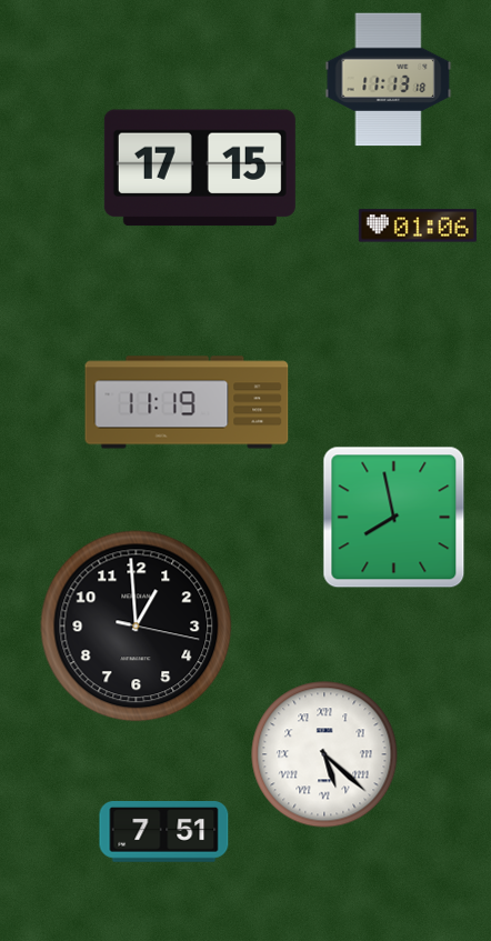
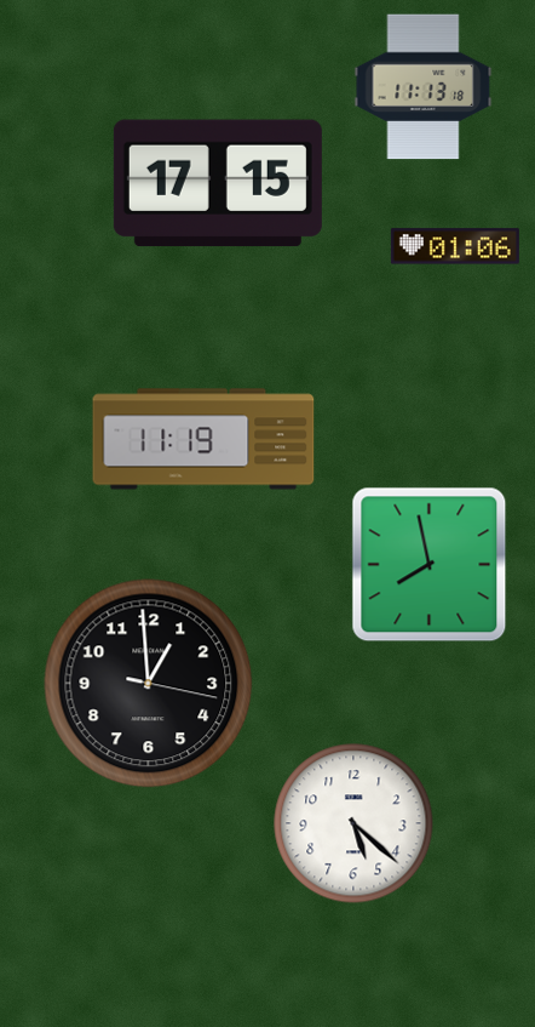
clock at (324, 754) numerals: Roman -> Arabic
clock at (164, 832): 7:51 -> none
